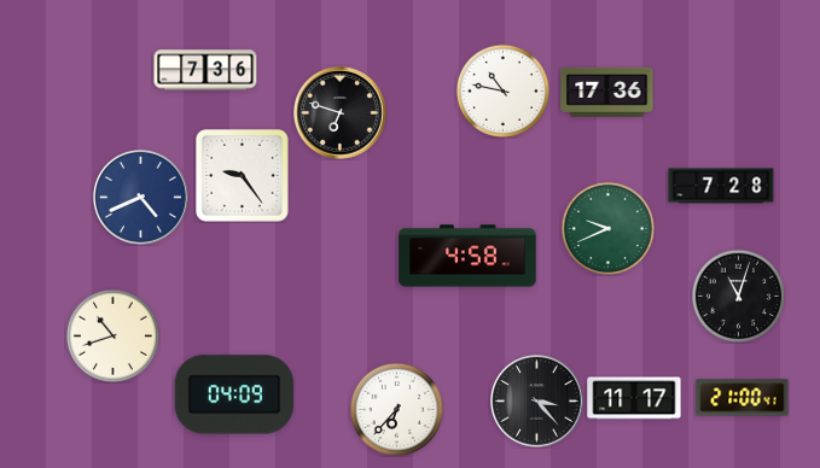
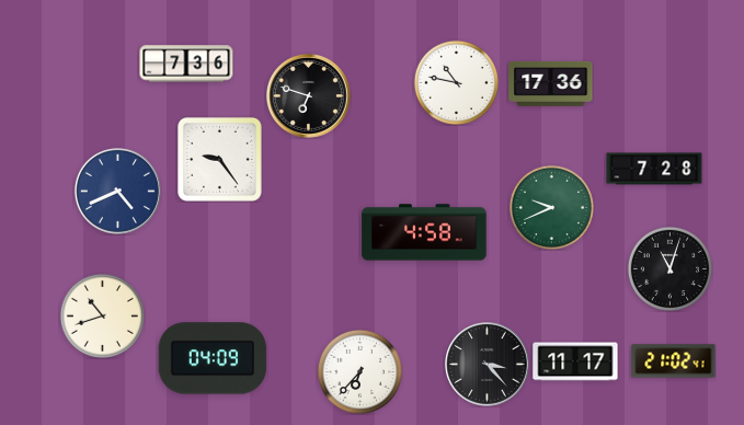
clock at (341, 113) position: (341, 113) -> (309, 96)
clock at (140, 197) position: (140, 197) -> (117, 191)
clock at (112, 335) position: (112, 335) -> (102, 315)
clock at (743, 398): 21:00 -> 21:02
